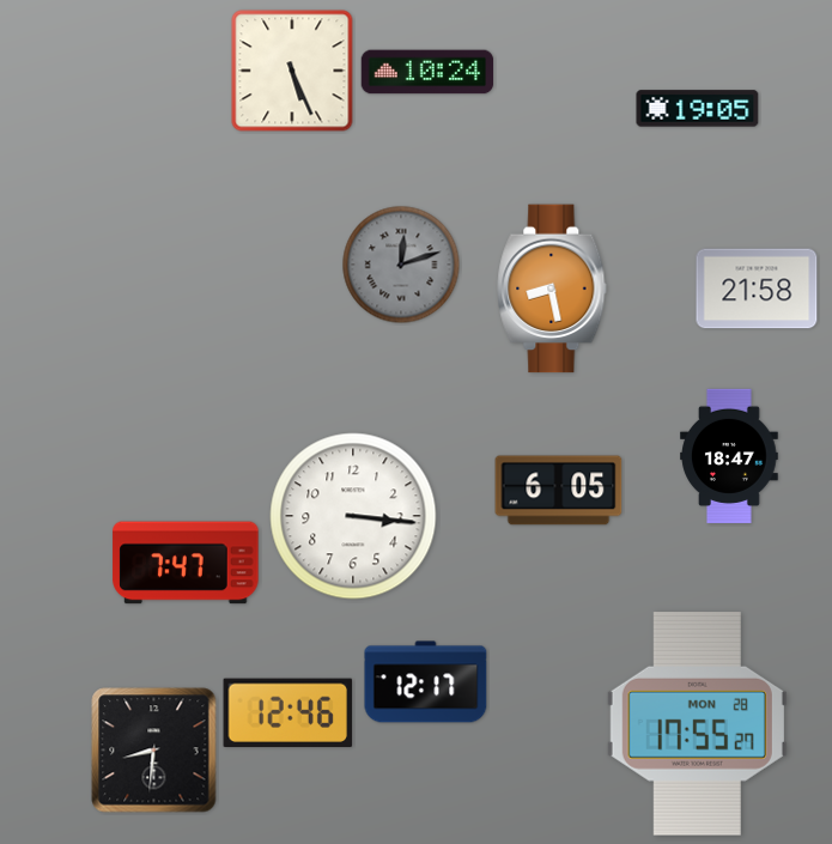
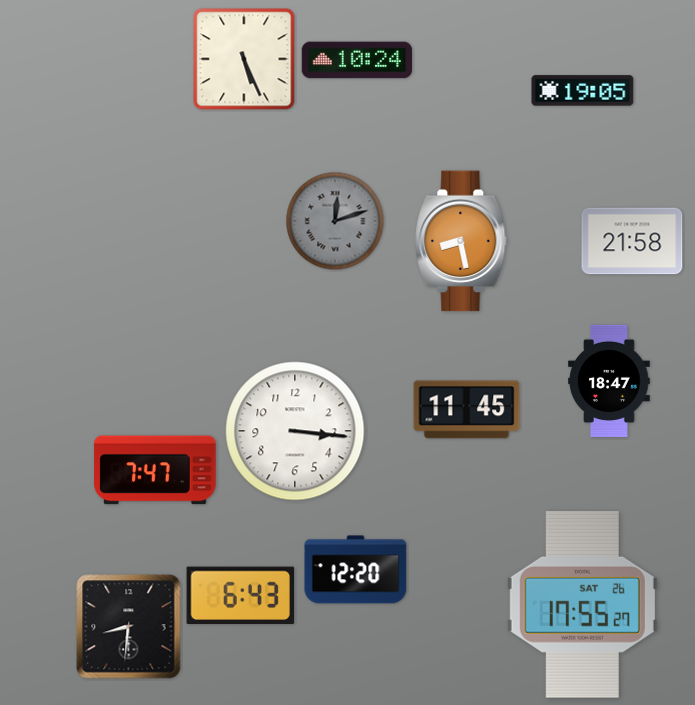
clock at (559, 491): 6:05 -> 11:45
clock at (426, 682): 12:17 -> 12:20
clock at (289, 712): 12:46 -> 6:43
clock at (697, 724) date: MON 28 -> SAT 26
